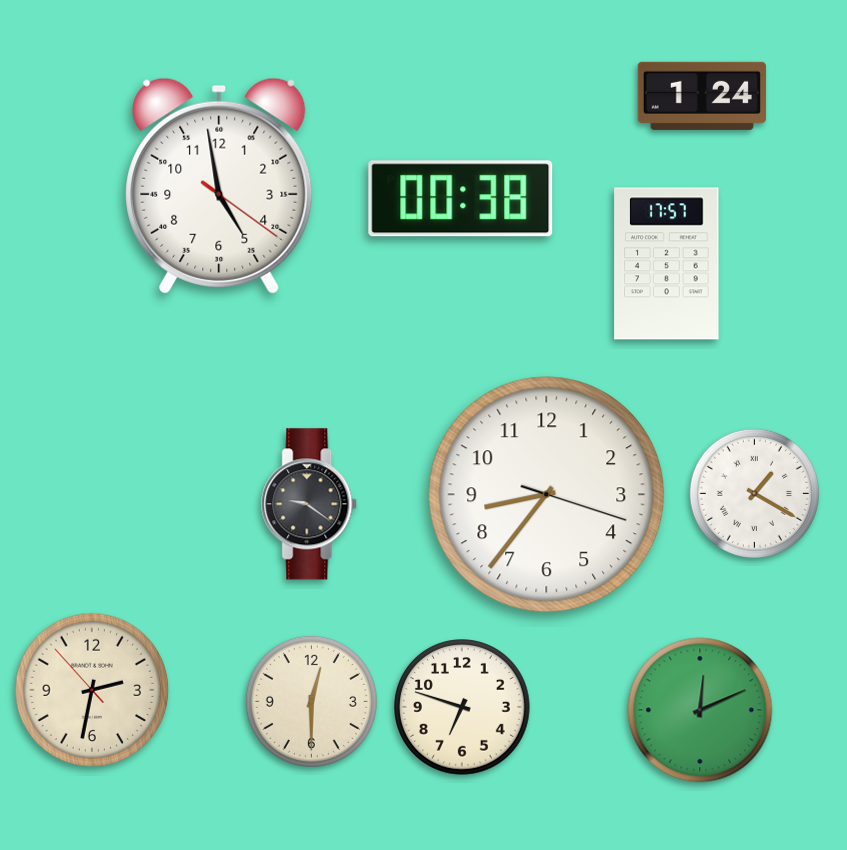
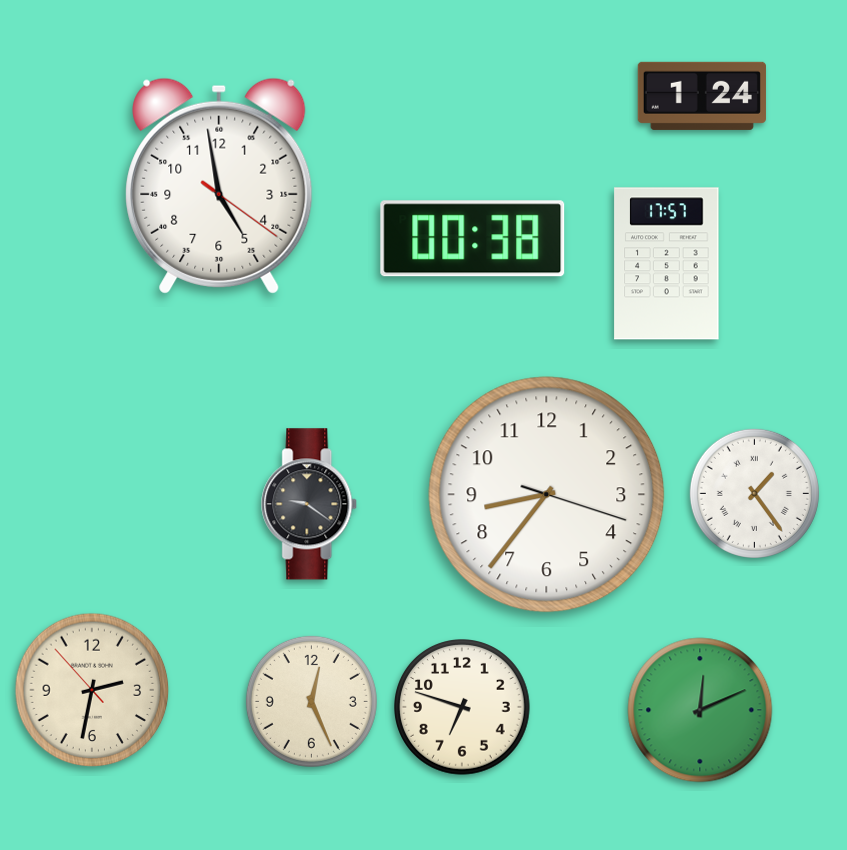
clock at (461, 199) position: (461, 199) -> (473, 239)
clock at (754, 493): 1:20 -> 1:24
clock at (311, 701): 12:30 -> 12:26
